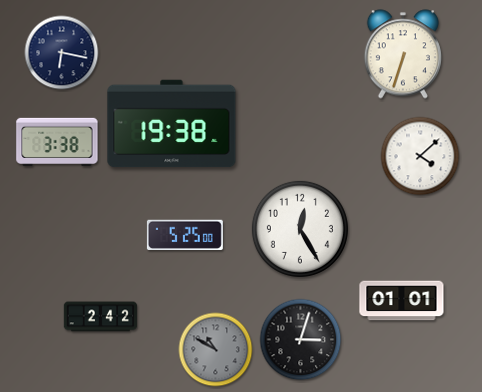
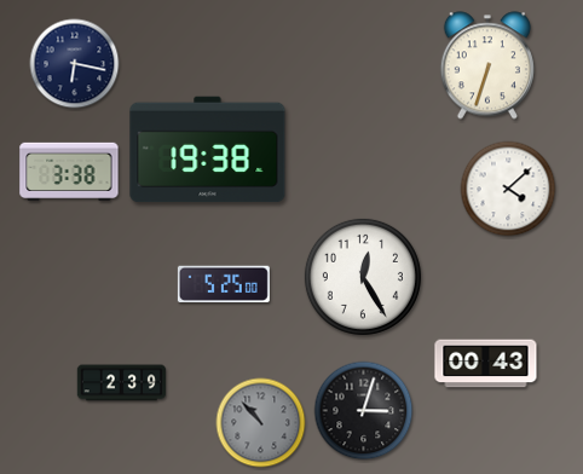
clock at (402, 301): 01:01 -> 00:43
clock at (101, 317): 2:42 -> 2:39
clock at (216, 350): 10:50 -> 10:53
